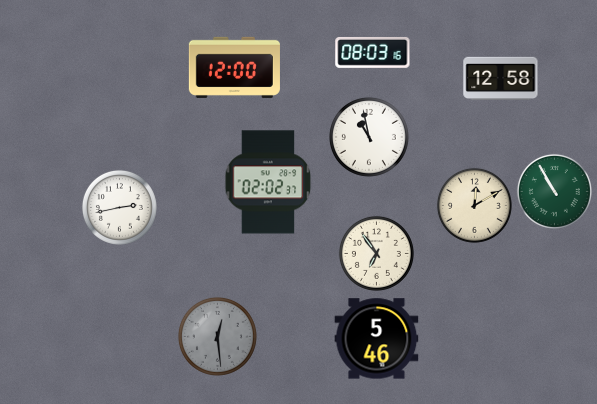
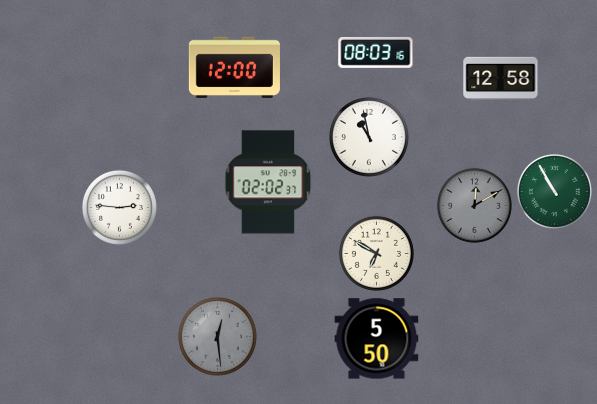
clock at (373, 52) position: (373, 52) -> (376, 52)
clock at (474, 205) dial: cream -> grey
clock at (119, 207): 2:43 -> 2:46
clock at (376, 253): 6:54 -> 6:50
clock at (377, 339): 5:46 -> 5:50
